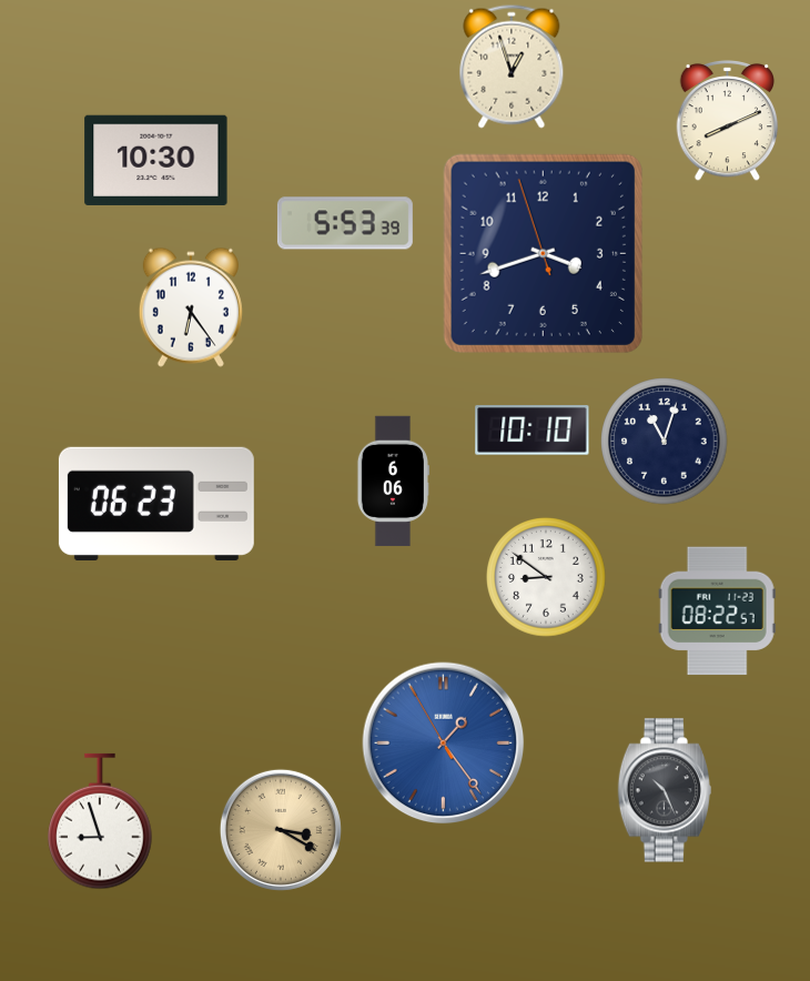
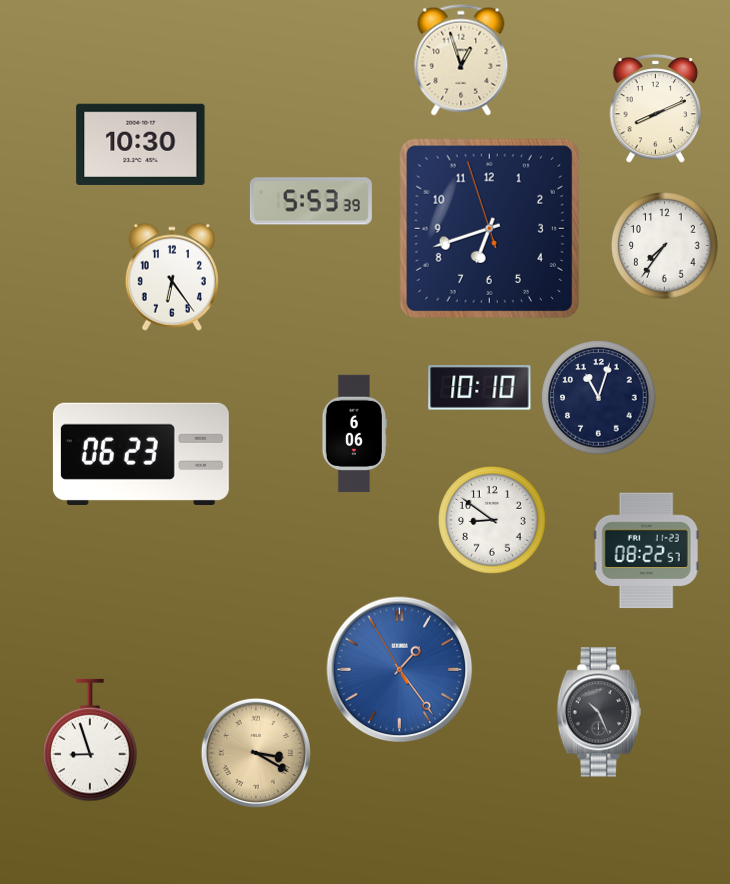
clock at (543, 253): 3:41 -> 6:41
clock at (665, 246): none -> 7:36
clock at (281, 830) position: (281, 830) -> (256, 753)
